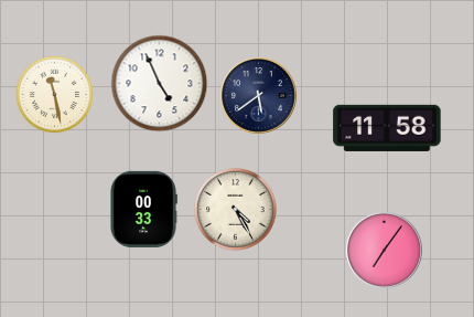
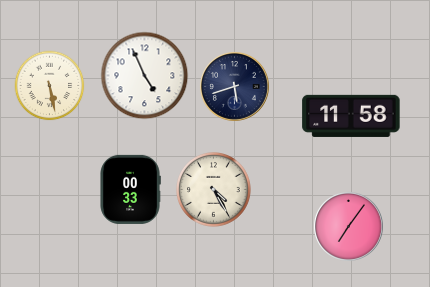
clock at (55, 95): 11:28 -> 5:28
clock at (258, 95): 5:39 -> 5:42
